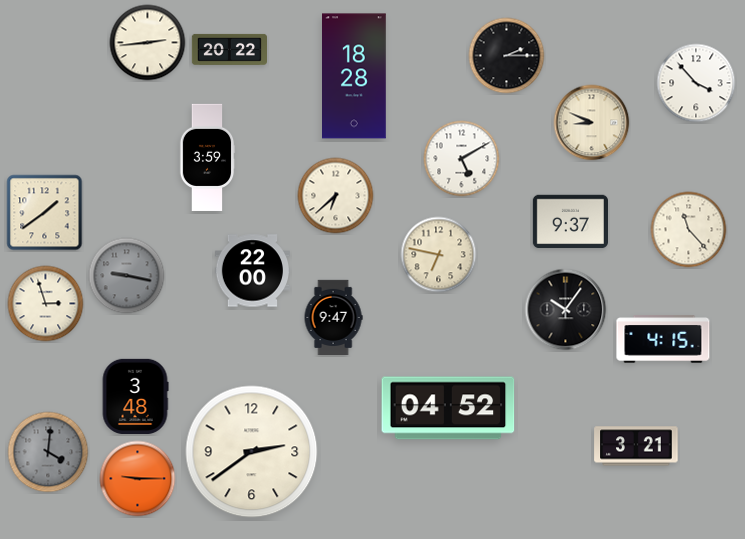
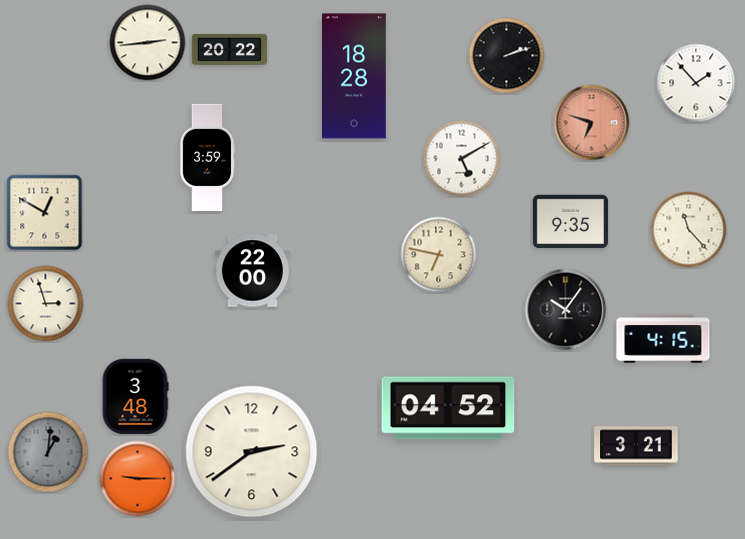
clock at (507, 56): 2:15 -> 2:12
clock at (696, 83): 3:53 -> 1:53
clock at (592, 123): 8:49 -> 6:48
clock at (592, 123) dial: cream -> salmon
clock at (336, 196): 6:38 -> none
clock at (45, 213): 1:39 -> 12:50
clock at (570, 222): 9:37 -> 9:35
clock at (127, 276): 9:17 -> none
clock at (333, 317): 9:47 -> none
clock at (48, 452): 4:01 -> 1:01
